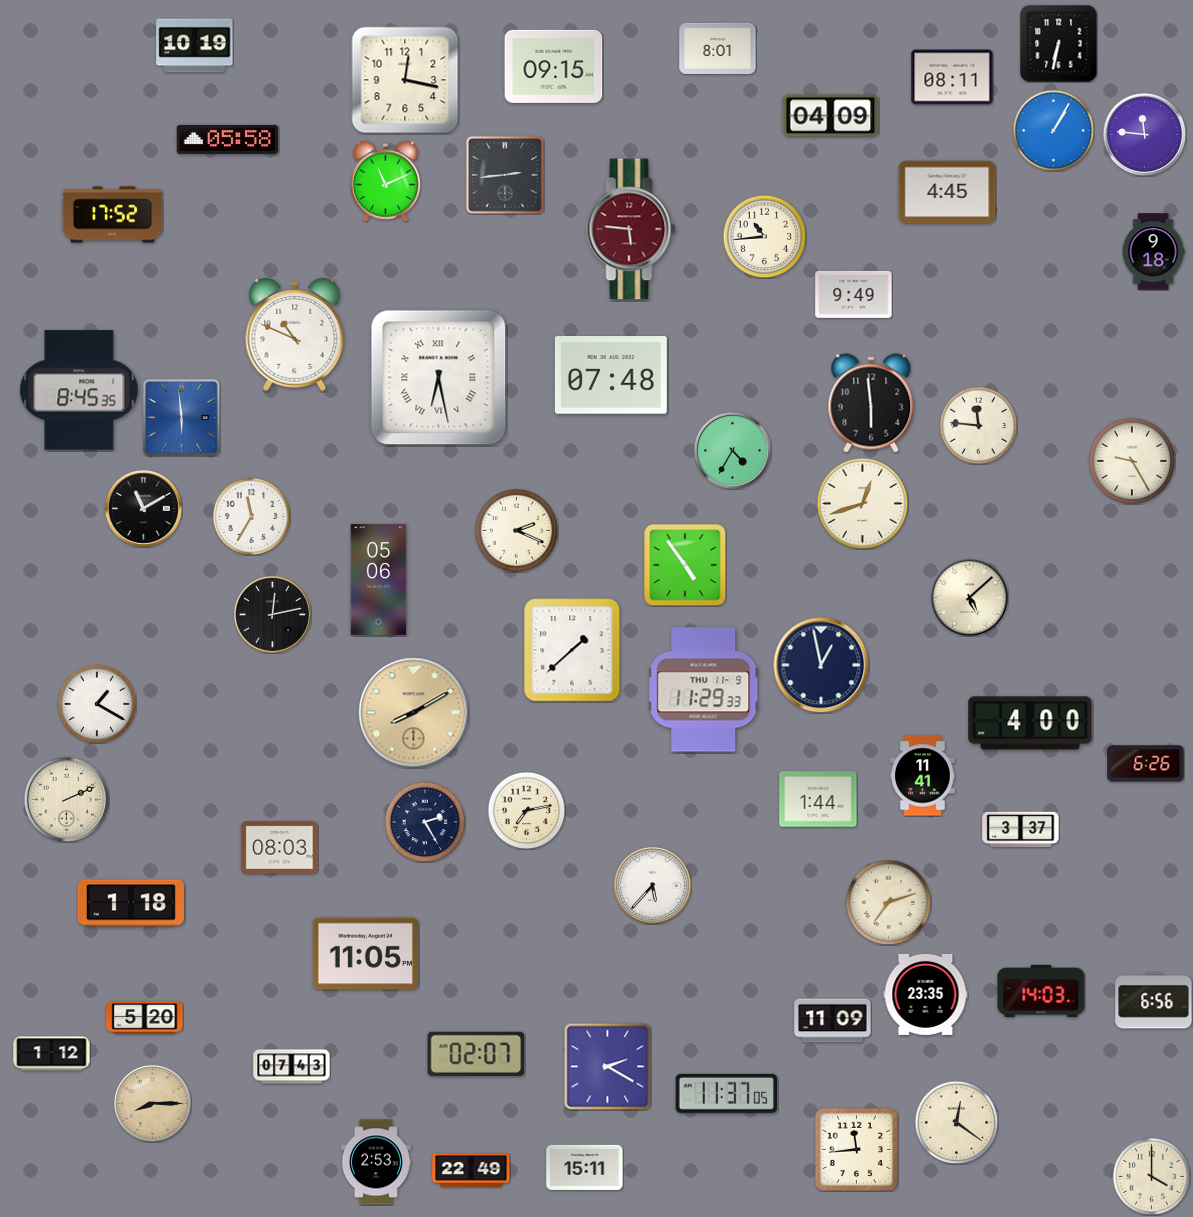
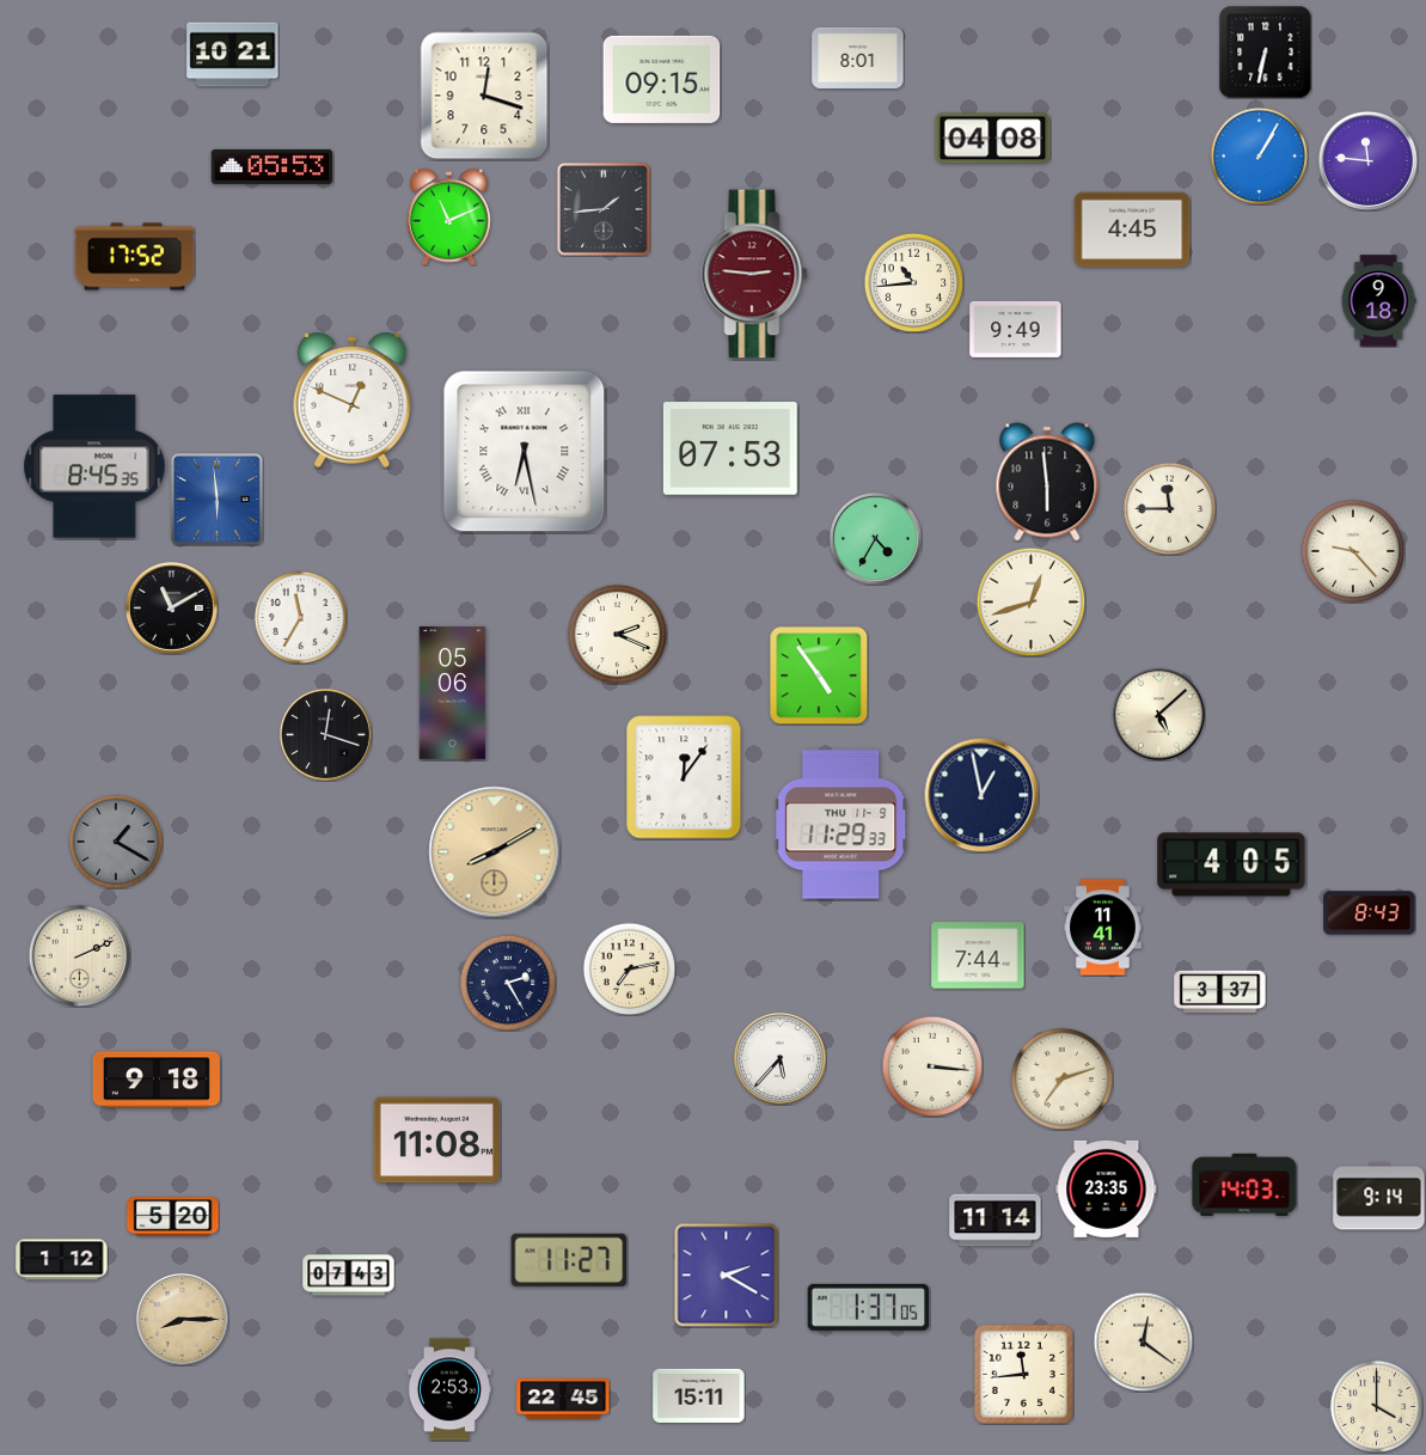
clock at (195, 46): 10:19 -> 10:21
clock at (952, 77): 08:11 -> none
clock at (405, 80): 12:17 -> 12:18
clock at (831, 116): 04:09 -> 04:08
clock at (228, 139): 05:58 -> 05:53
clock at (505, 175): 2:44 -> 1:44
clock at (385, 181) position: (385, 181) -> (448, 216)
clock at (631, 229): 5:46 -> 2:46
clock at (854, 294) position: (854, 294) -> (1016, 329)
clock at (295, 335): 10:49 -> 12:49
clock at (611, 375): 07:48 -> 07:53
clock at (871, 403) position: (871, 403) -> (1047, 482)
clock at (978, 425): 11:46 -> 11:45
clock at (1132, 461): 9:25 -> 9:23
clock at (272, 614): 12:13 -> 12:18
clock at (572, 650): 1:38 -> 12:06
clock at (97, 704) dial: white -> grey
clock at (1030, 723): 4:00 -> 4:05
clock at (1146, 764): 6:26 -> 8:43
clock at (818, 799): 1:44 -> 7:44
clock at (280, 848): 08:03 -> none
clock at (932, 1066): none -> 3:16
clock at (131, 903): 1:18 -> 9:18
clock at (365, 954): 11:05 -> 11:08
clock at (1154, 1001): 6:56 -> 9:14
clock at (833, 1021): 11:09 -> 11:14
clock at (476, 1054): 02:07 -> 11:27
clock at (727, 1093): 11:37 -> 1:37
clock at (471, 1171): 22:49 -> 22:45
